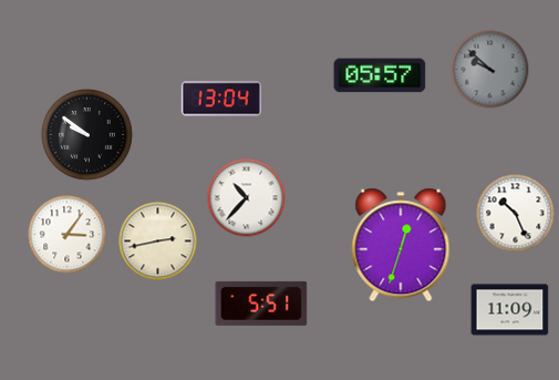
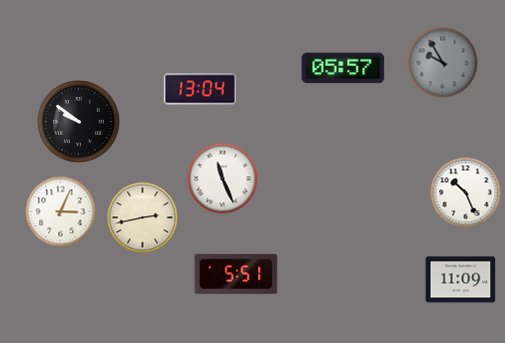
clock at (490, 70): 9:52 -> 9:55
clock at (247, 198): 10:37 -> 11:26
clock at (68, 235): 3:06 -> 3:04
clock at (401, 245): 12:33 -> none
